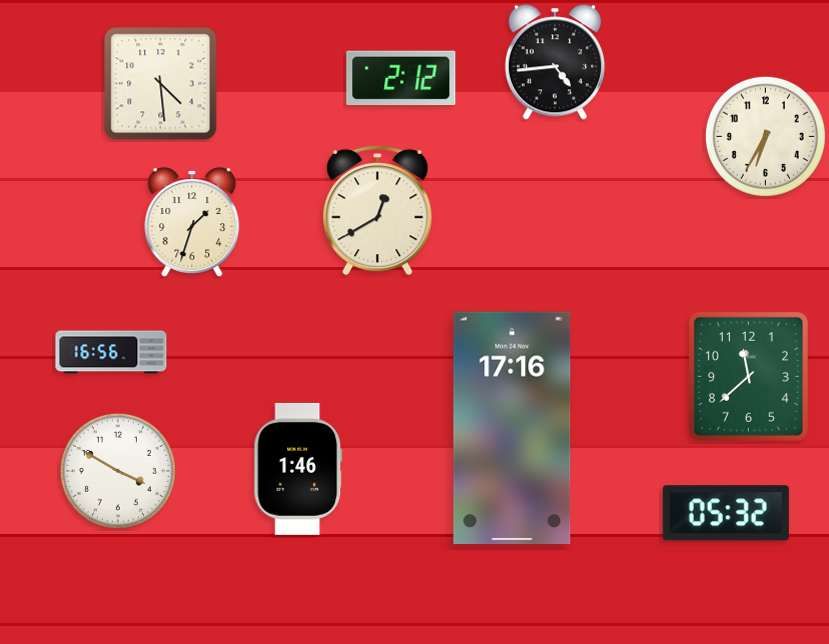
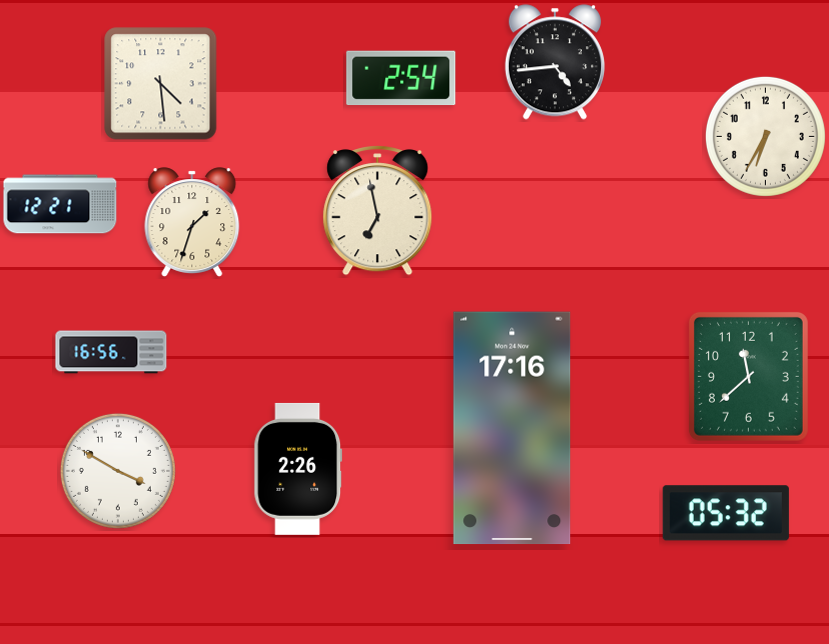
clock at (401, 78): 2:12 -> 2:54
clock at (60, 204): none -> 12:21
clock at (378, 211): 12:40 -> 6:58
clock at (298, 469): 1:46 -> 2:26
